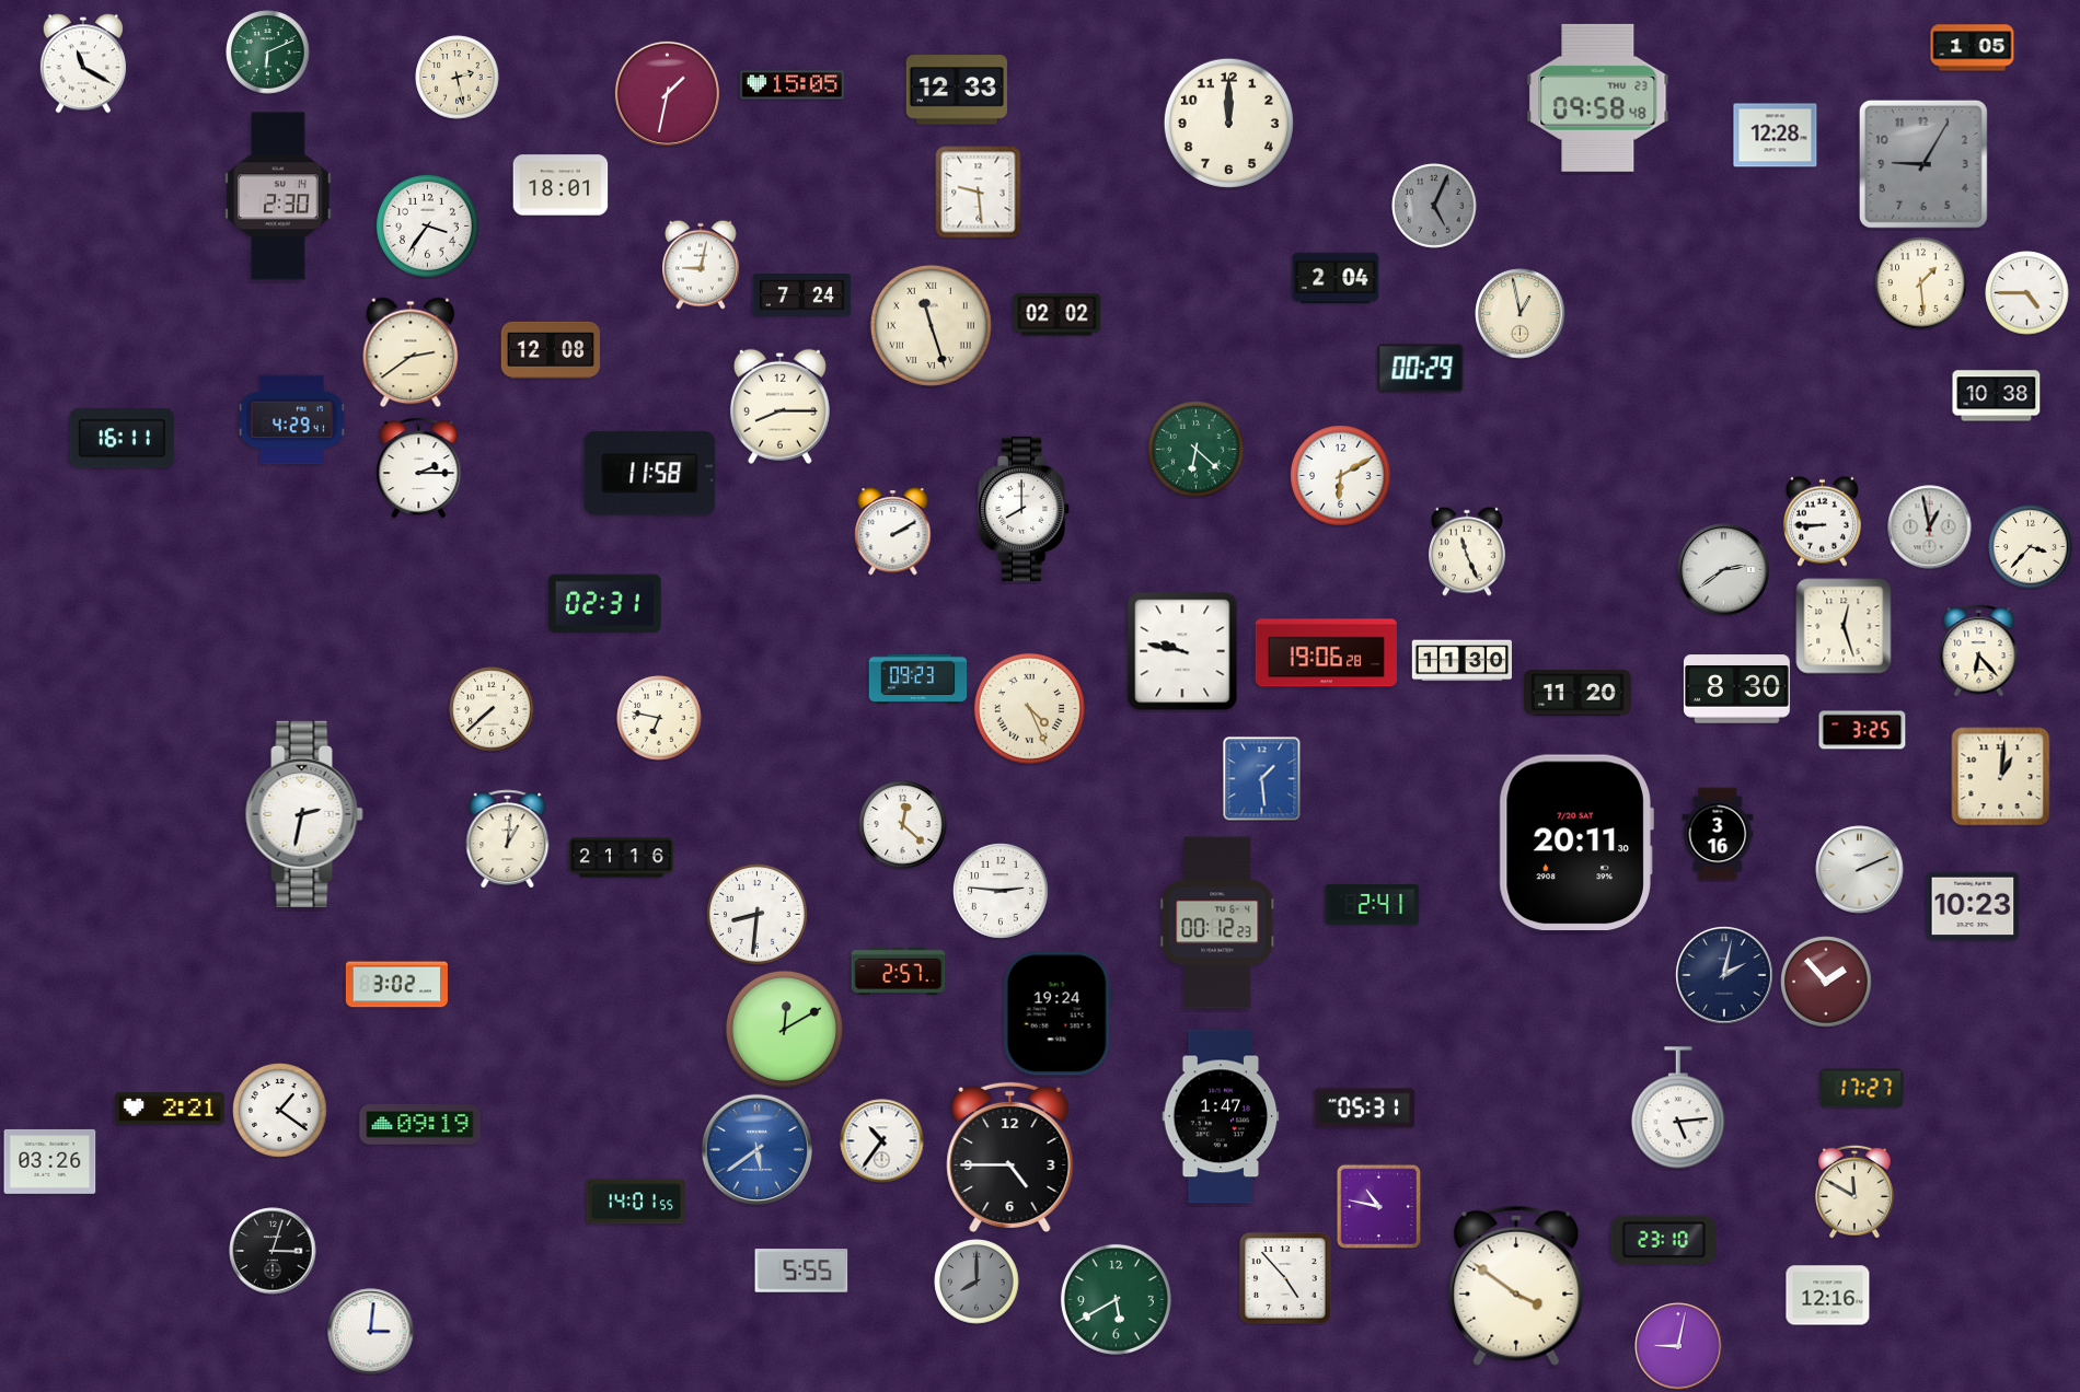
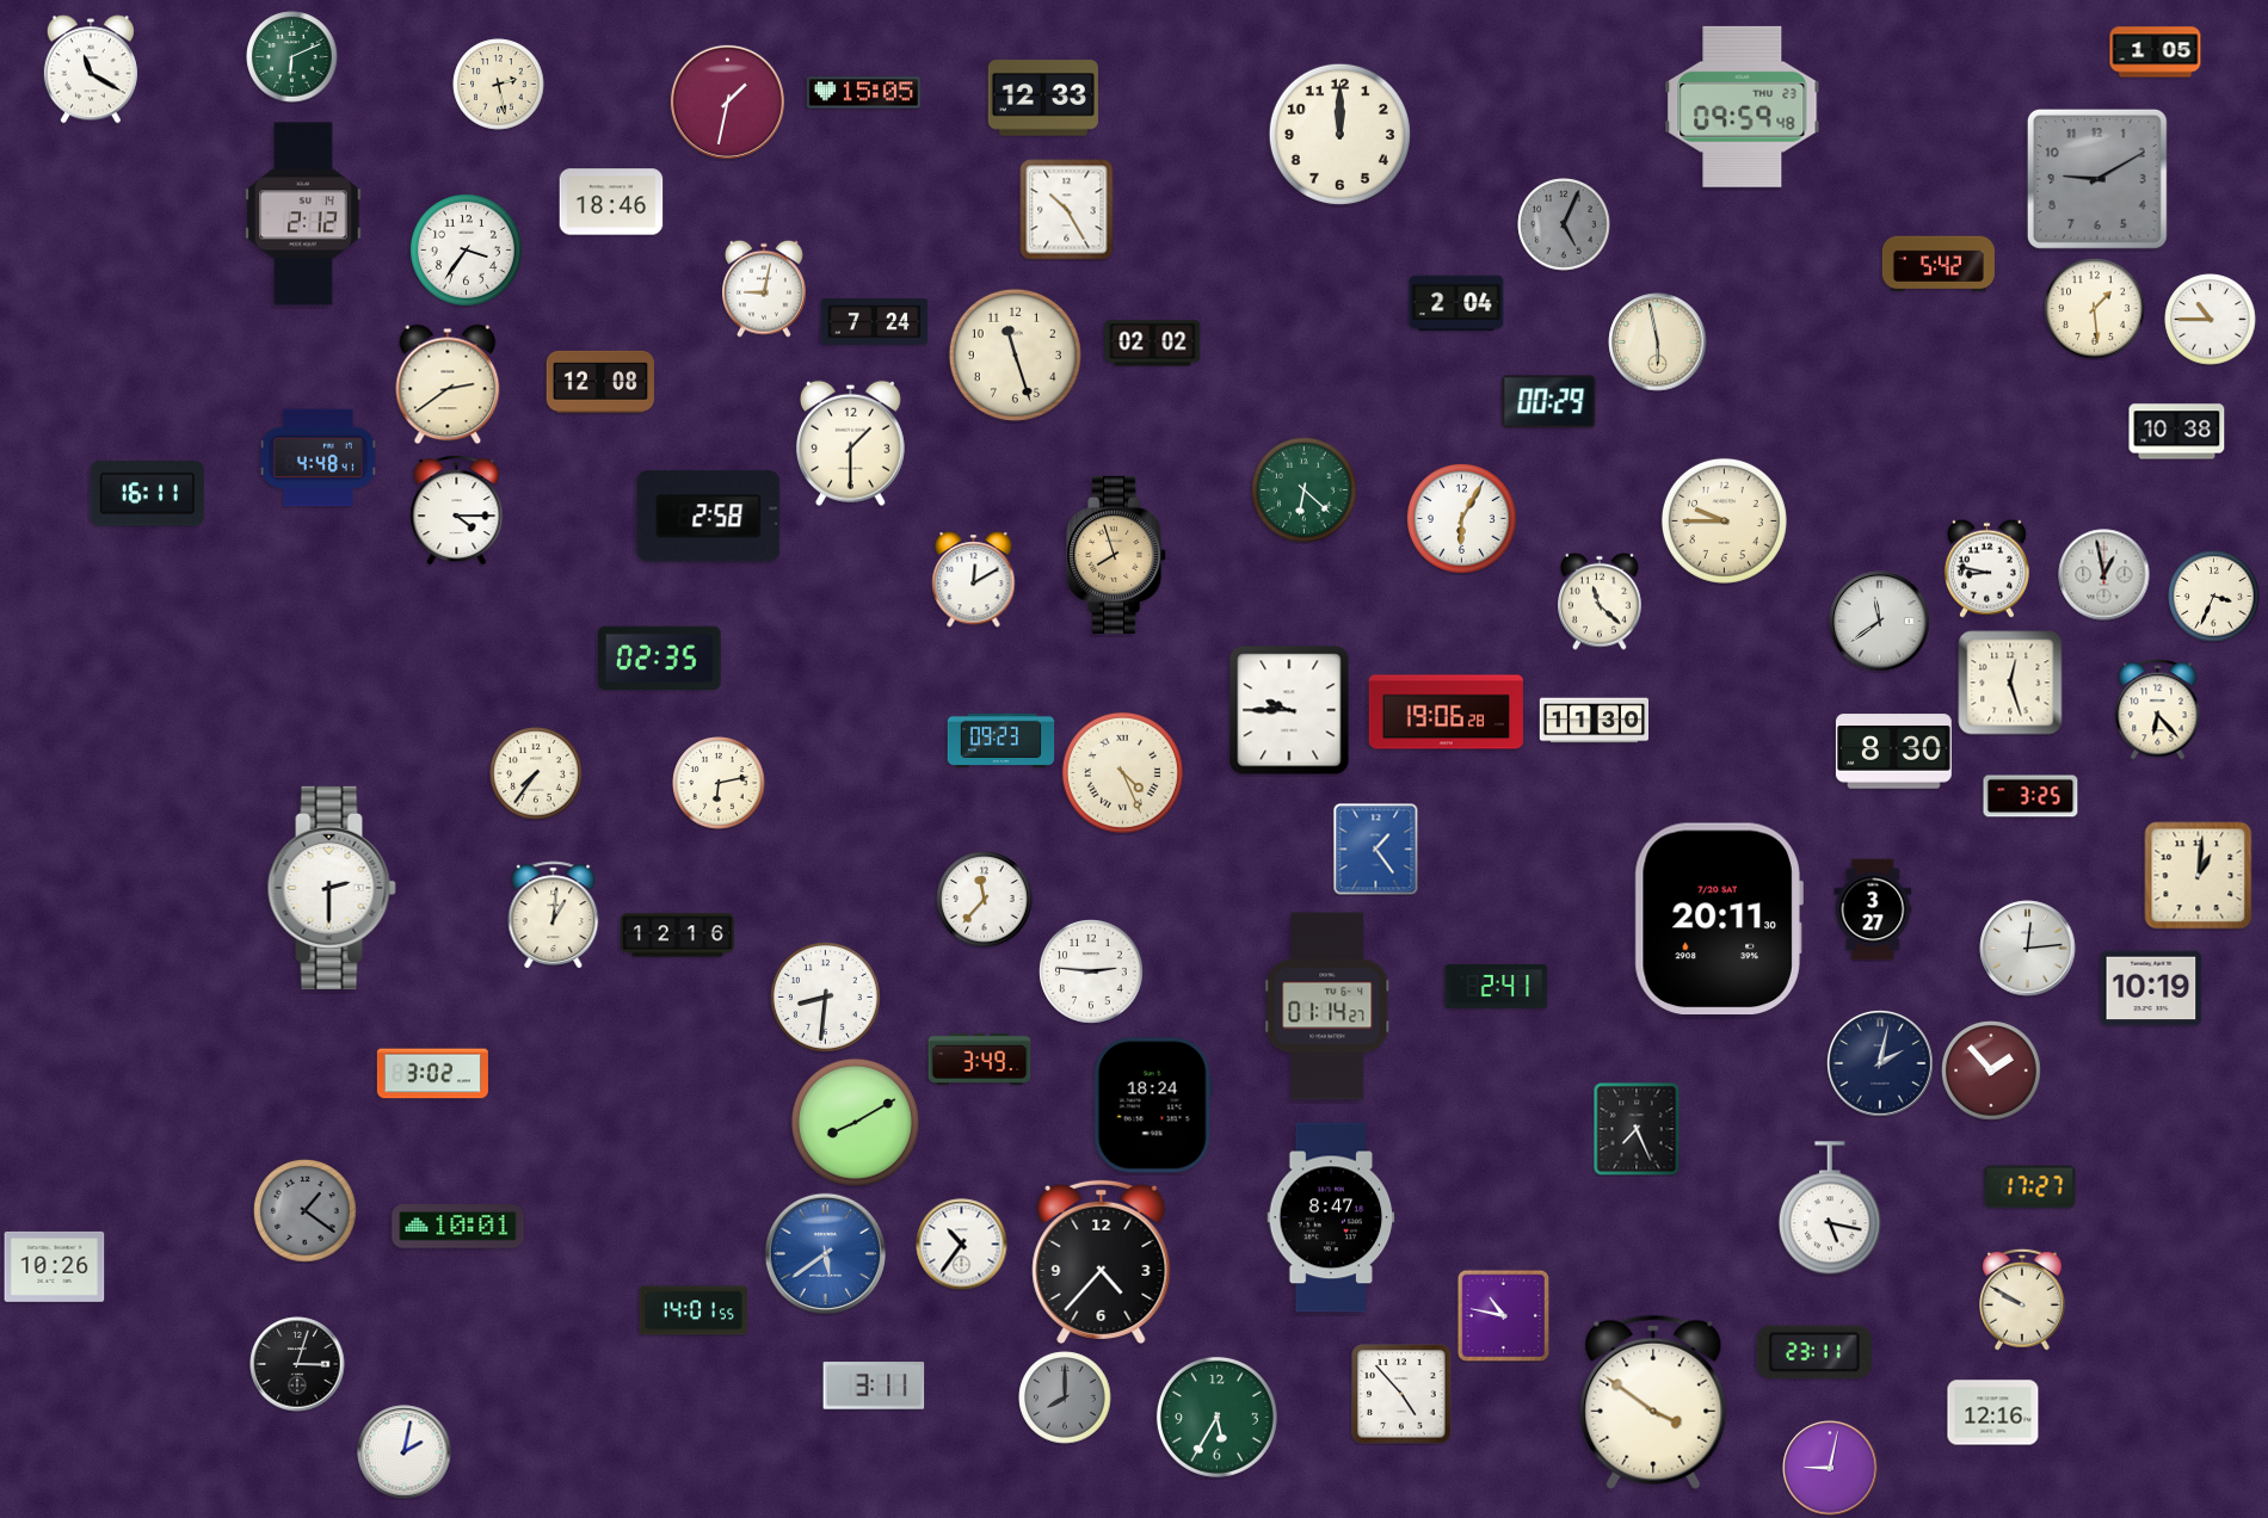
clock at (1973, 48) position: (1973, 48) -> (2156, 53)
clock at (1598, 97): 09:58 -> 09:59
clock at (1776, 136): 12:28 -> none
clock at (1923, 164): 9:05 -> 9:10
clock at (561, 185): 18:01 -> 18:46
clock at (979, 193): 9:29 -> 10:25
clock at (278, 196): 2:30 -> 2:12
clock at (427, 225) position: (427, 225) -> (466, 249)
clock at (1939, 264): none -> 5:42
clock at (2027, 293): 4:45 -> 10:45
clock at (1521, 314): 12:58 -> 5:58
clock at (931, 325) numerals: Roman -> Arabic
clock at (779, 406): 8:15 -> 1:30
clock at (291, 420): 4:29 -> 4:48
clock at (122, 439) position: (122, 439) -> (147, 494)
clock at (419, 468): 2:15 -> 4:15
clock at (650, 474): 11:58 -> 2:58
clock at (1340, 475): 6:10 -> 6:05
clock at (1724, 520): none -> 9:45
clock at (1025, 509): 8:00 -> 7:57
clock at (1025, 509) dial: white -> champagne
clock at (1822, 521): 8:45 -> 8:47
clock at (893, 532): 2:10 -> 12:10
clock at (2031, 547): 3:37 -> 3:34
clock at (1468, 552): 11:26 -> 11:22
clock at (1724, 570): 2:39 -> 11:39
clock at (605, 603): 02:31 -> 02:35
clock at (1182, 651): 9:47 -> 9:45
clock at (1578, 693): 11:20 -> none
clock at (492, 709): 7:38 -> 7:36
clock at (659, 718): 6:47 -> 6:13
clock at (2001, 777) position: (2001, 777) -> (2199, 876)
clock at (1262, 779): 1:29 -> 1:24
clock at (304, 814): 2:32 -> 2:30
clock at (903, 825): 12:22 -> 11:37
clock at (1718, 834): 3:16 -> 3:27
clock at (621, 858): 21:16 -> 12:16
clock at (1860, 870): 2:11 -> 12:14
clock at (1973, 906): 10:23 -> 10:19
clock at (1217, 923): 00:12 -> 01:14
clock at (899, 971): 2:57 -> 3:49
clock at (1058, 1013): 19:24 -> 18:24
clock at (784, 1029): 12:10 -> 8:10
clock at (1637, 1129): none -> 7:26
clock at (170, 1109): 2:21 -> none
clock at (1364, 1109): 05:31 -> none
clock at (1678, 1109): 5:14 -> 5:17
clock at (280, 1111) dial: white -> grey
clock at (1221, 1116): 1:47 -> 8:47
clock at (420, 1125): 09:19 -> 10:01
clock at (1010, 1157): 4:45 -> 4:37
clock at (50, 1161): 03:26 -> 10:26
clock at (1856, 1192): 11:50 -> 9:50
clock at (1664, 1240): 23:10 -> 23:11
clock at (801, 1271): 5:55 -> 3:11
clock at (1116, 1299): 5:40 -> 5:35
clock at (371, 1332): 3:01 -> 2:02
